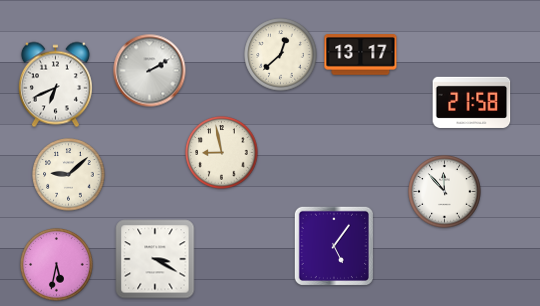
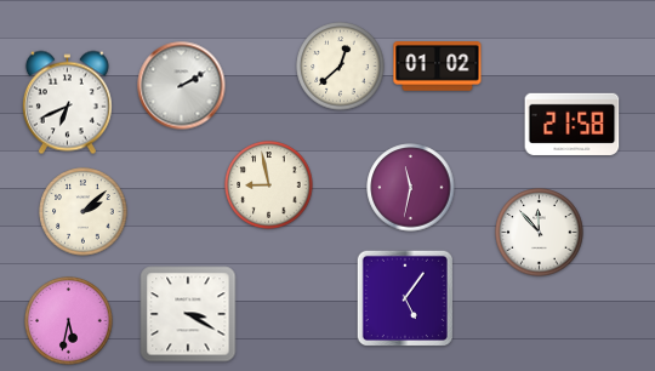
clock at (361, 55): 13:17 -> 01:02
clock at (411, 188): none -> 11:32
clock at (69, 175): 9:08 -> 2:08
